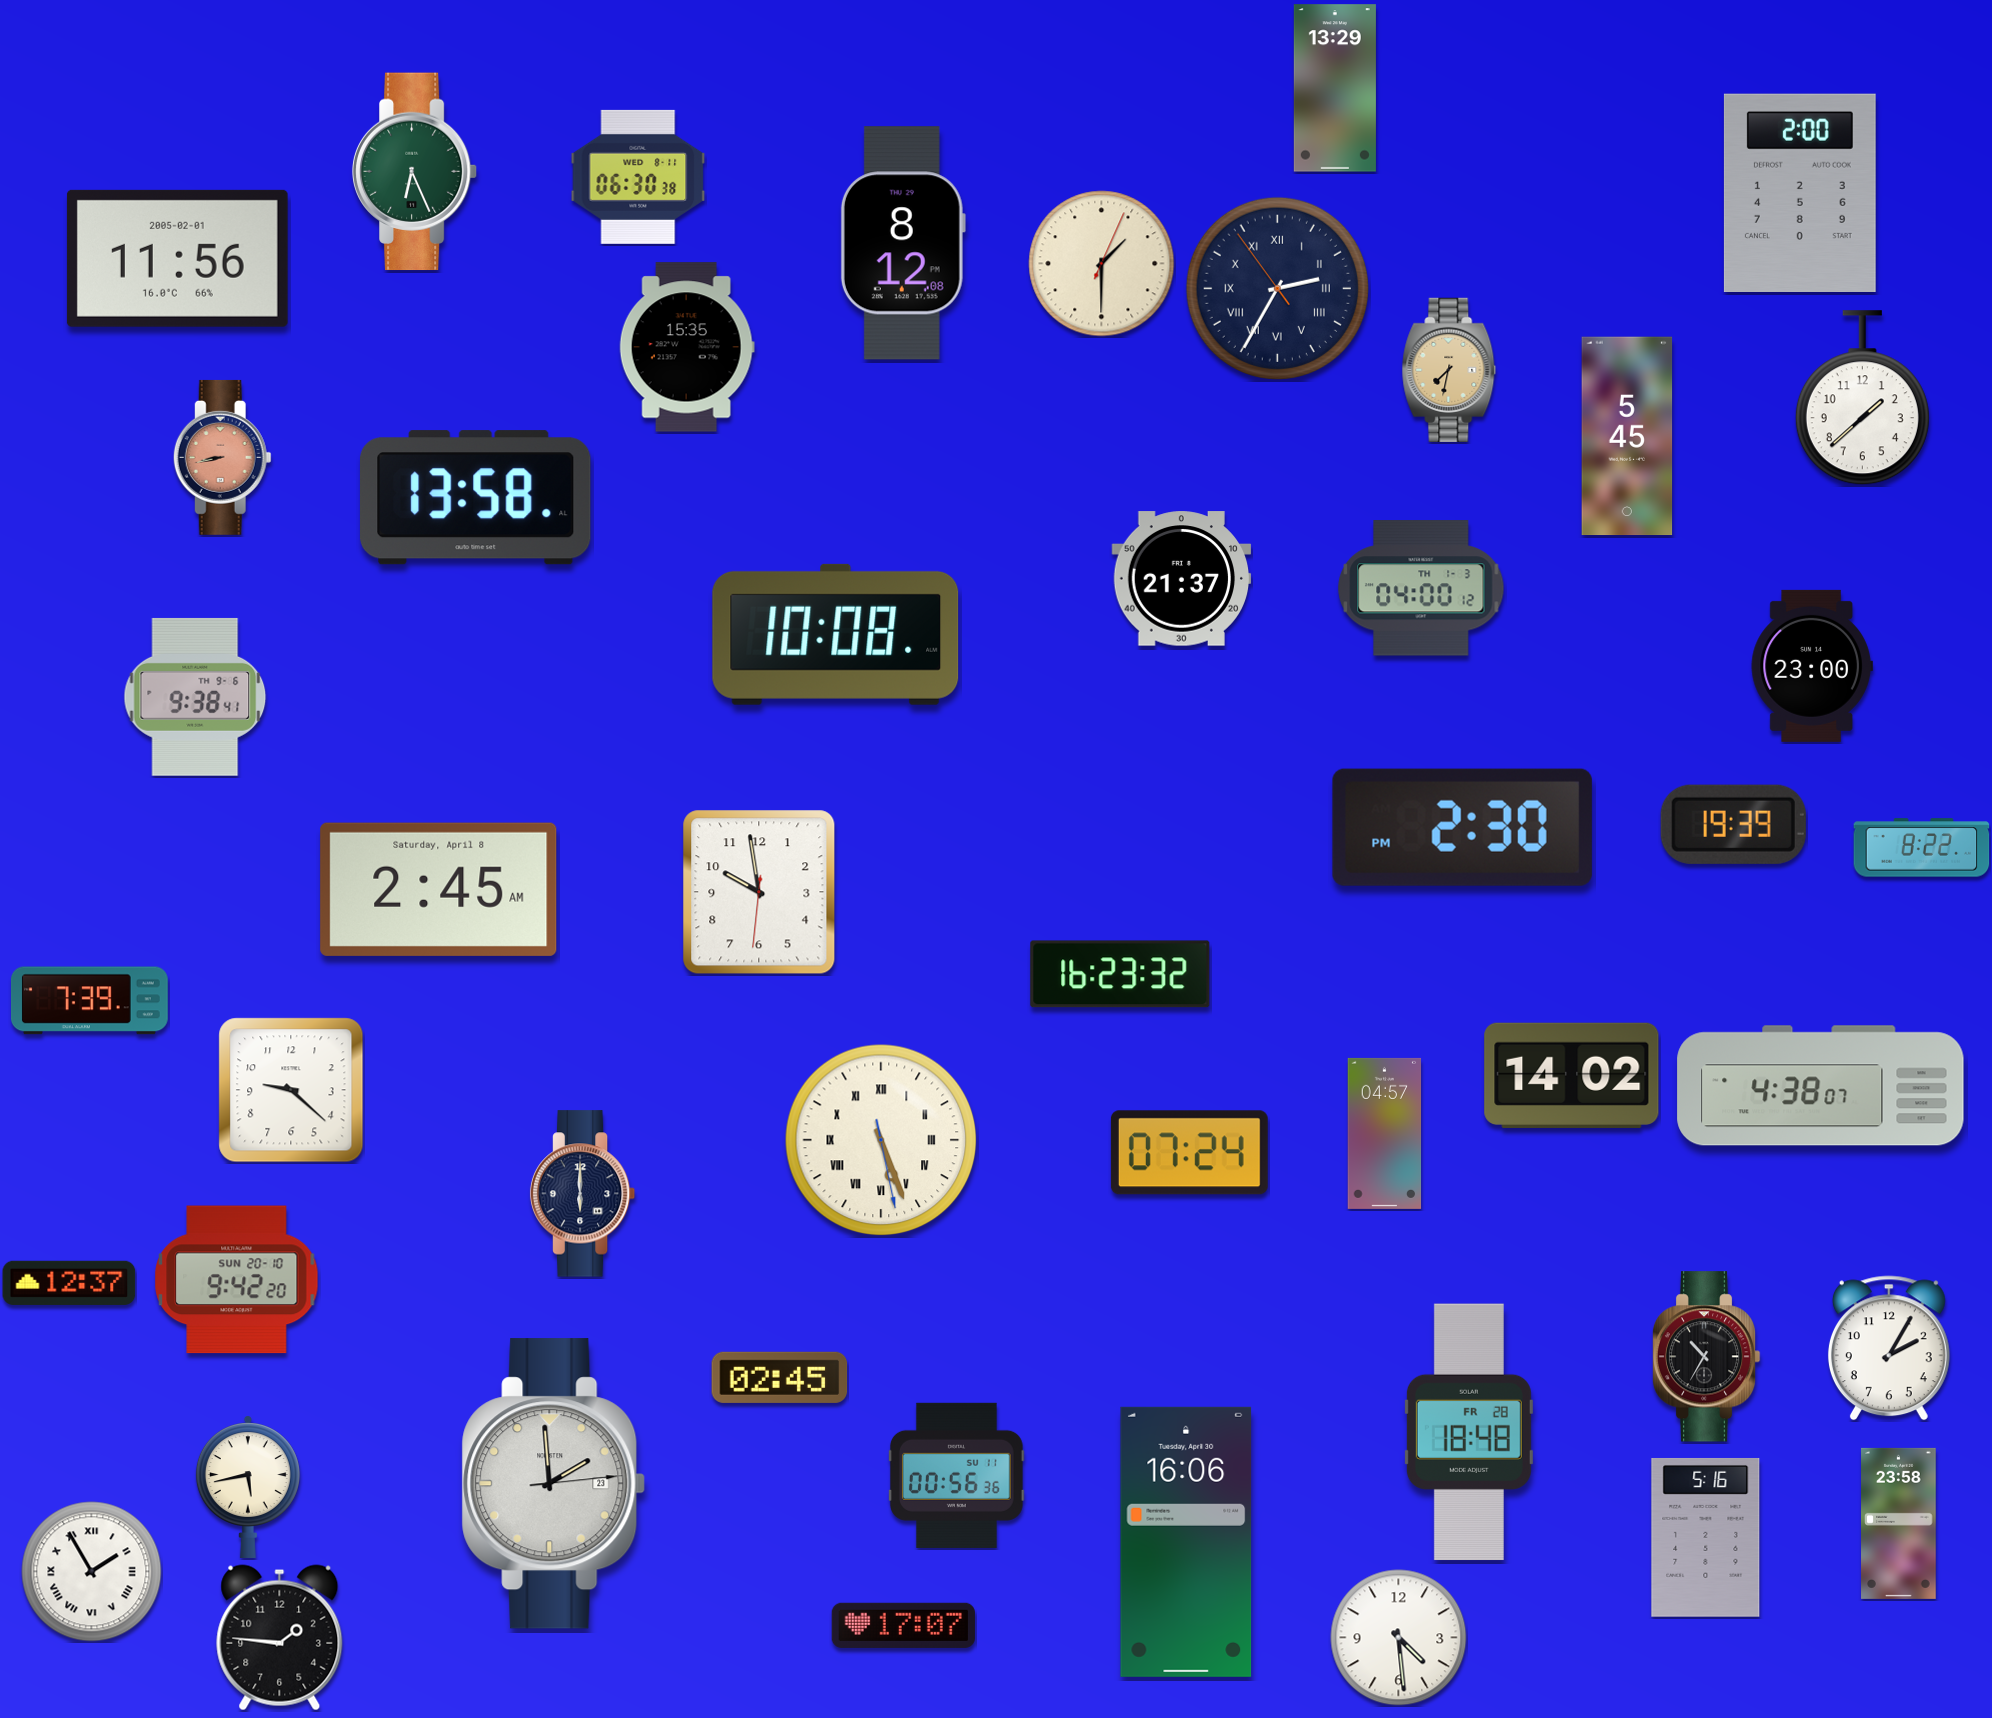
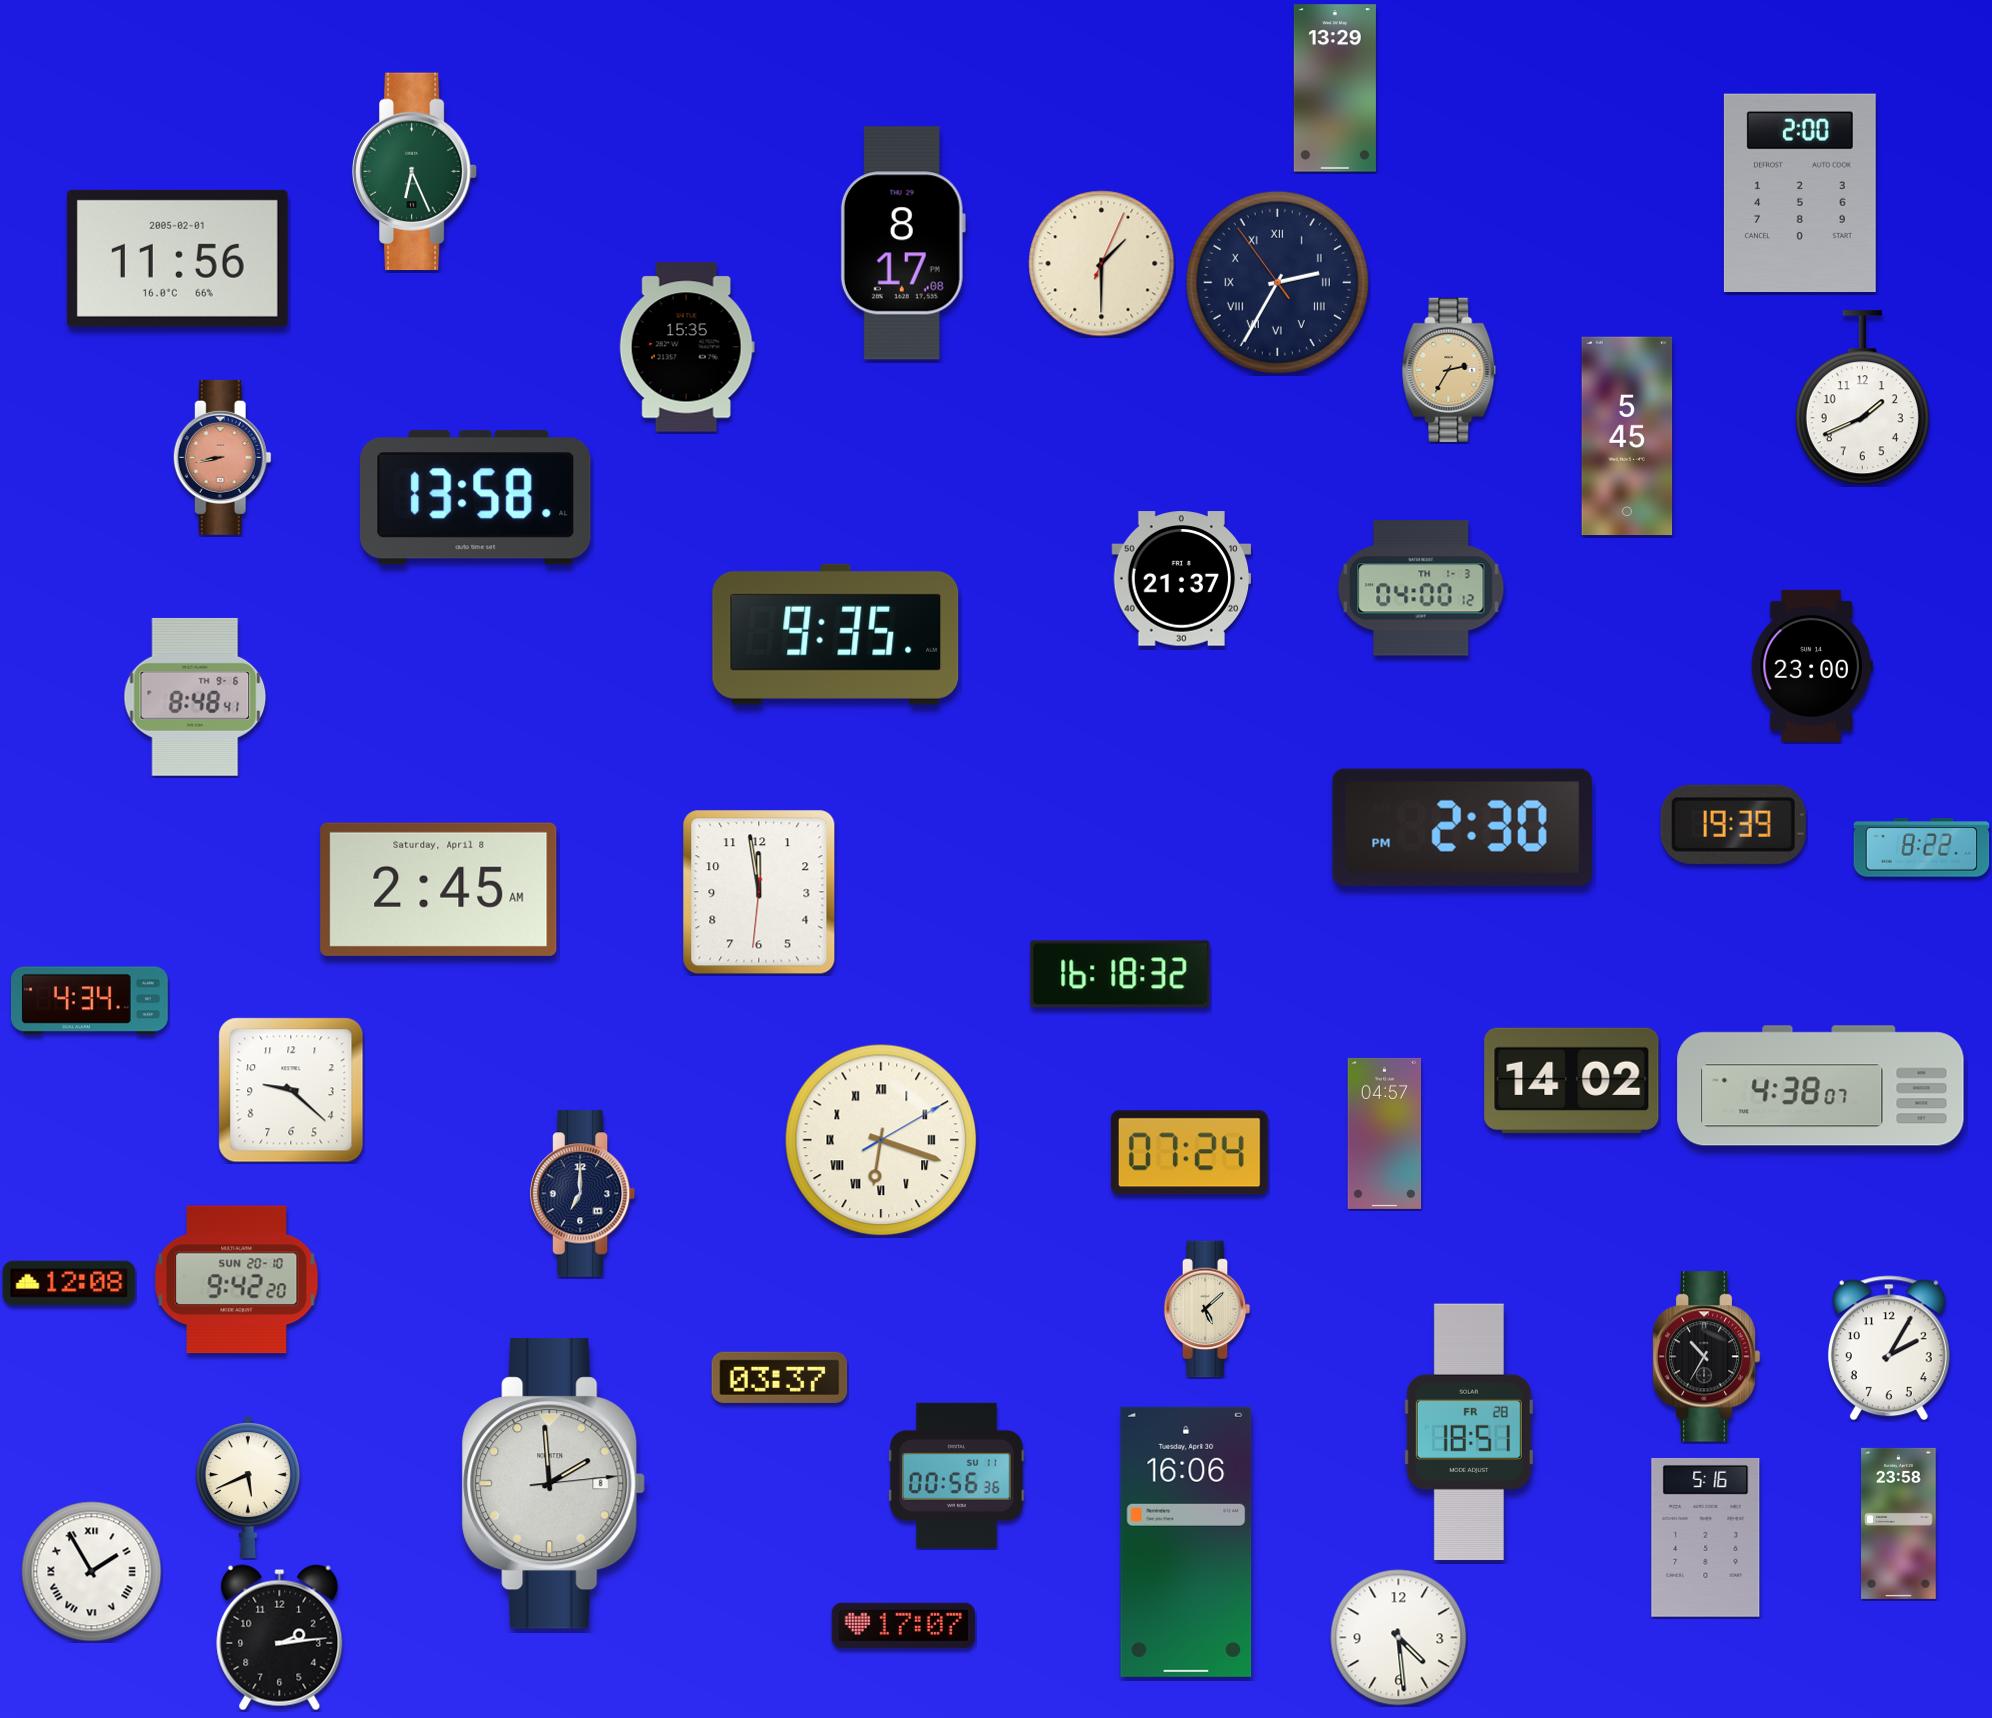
clock at (638, 177): 06:30 -> none
clock at (903, 243): 8:12 -> 8:17
clock at (1277, 288) position: (1277, 288) -> (1277, 282)
clock at (1449, 370): 7:32 -> 2:35
clock at (1862, 398): 1:38 -> 1:41
clock at (836, 634): 10:08 -> 9:35
clock at (195, 697): 9:38 -> 8:48
clock at (759, 892): 9:58 -> 11:58
clock at (1120, 974): 16:23 -> 16:18
clock at (89, 1001): 7:39 -> 4:34
clock at (1572, 1075) position: (1572, 1075) -> (1572, 1080)
clock at (881, 1140): 5:26 -> 6:18
clock at (583, 1194): 6:00 -> 7:00
clock at (69, 1283): 12:37 -> 12:08
clock at (1207, 1309): none -> 5:08
clock at (780, 1377): 02:45 -> 03:37
clock at (1469, 1432): 18:48 -> 18:51
clock at (554, 1484) date: 23 -> 8
clock at (248, 1486): 5:43 -> 5:41
clock at (280, 1638): 1:46 -> 2:14
